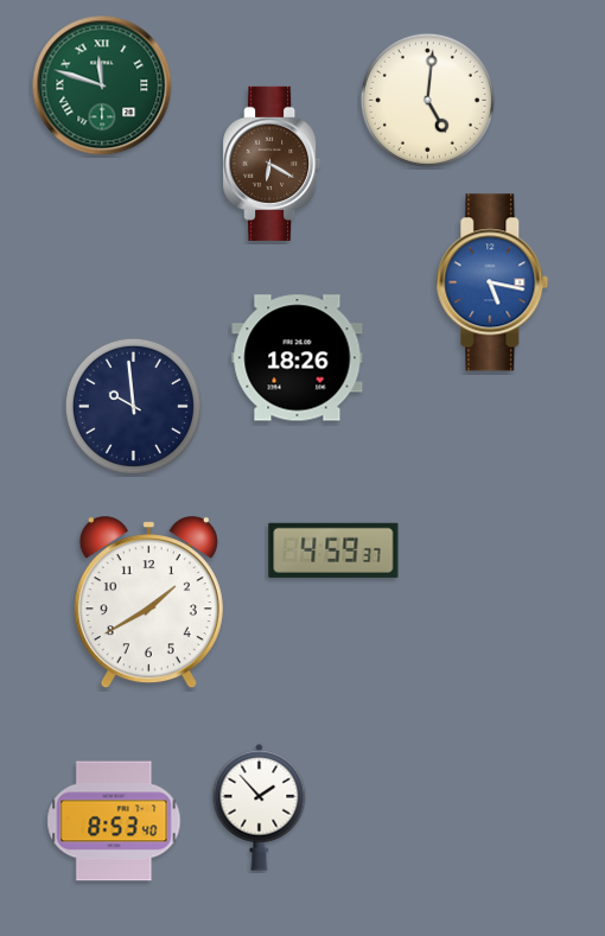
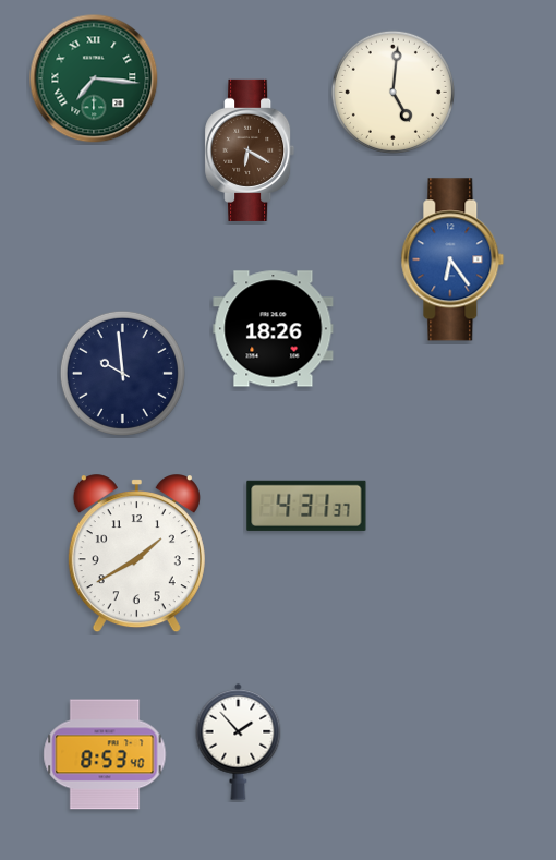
clock at (102, 85): 11:48 -> 7:16
clock at (492, 282): 5:17 -> 6:24
clock at (333, 550): 4:59 -> 4:31
